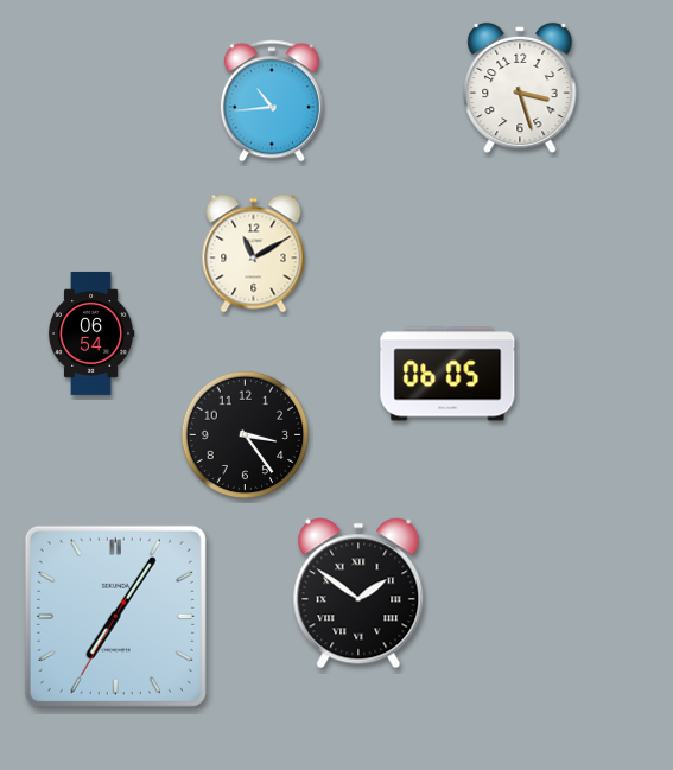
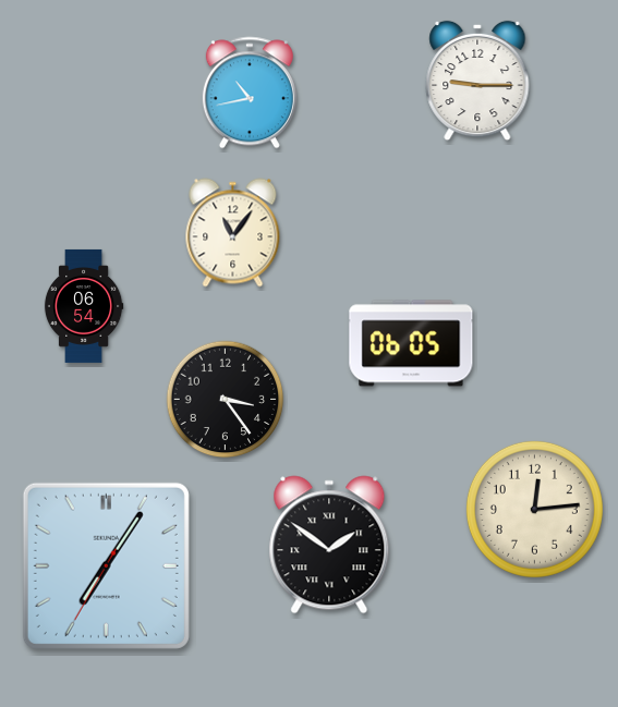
clock at (520, 88): 3:27 -> 9:15
clock at (272, 101): 10:44 -> 10:43
clock at (254, 254): 11:10 -> 11:06
clock at (534, 509): none -> 12:14
